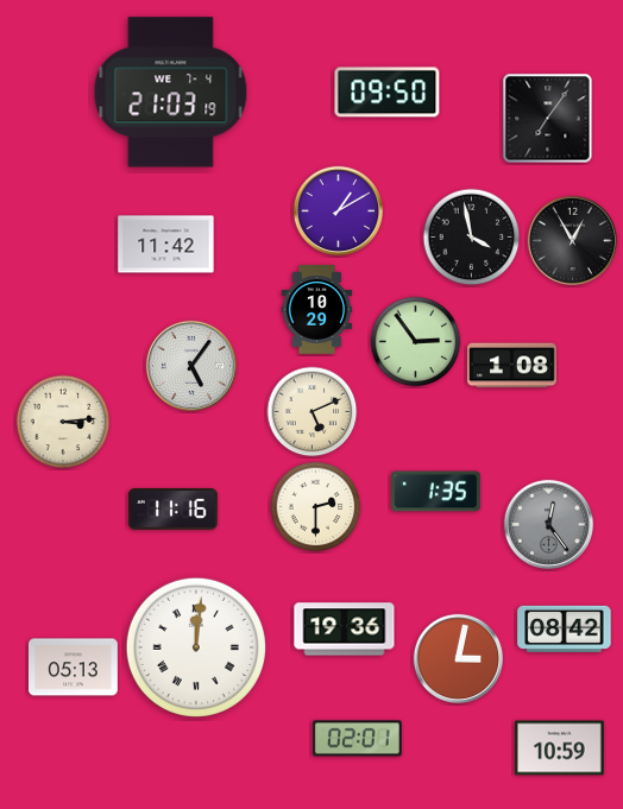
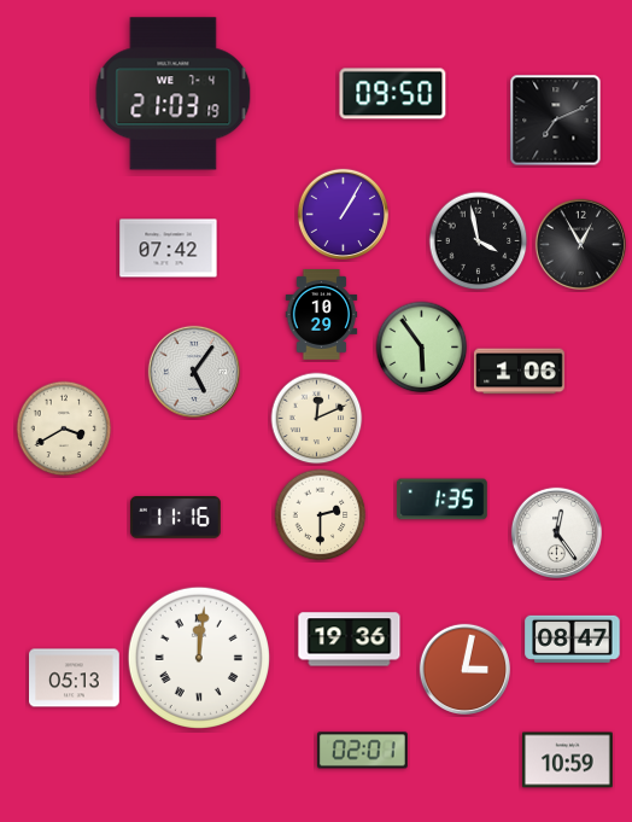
clock at (548, 119): 7:06 -> 7:11
clock at (338, 210): 1:10 -> 1:05
clock at (166, 245): 11:42 -> 07:42
clock at (416, 342): 2:54 -> 5:54
clock at (512, 366): 1:08 -> 1:06
clock at (313, 412): 5:11 -> 12:11
clock at (63, 422): 3:14 -> 3:40
clock at (548, 524) dial: grey -> white
clock at (565, 628): 08:42 -> 08:47
